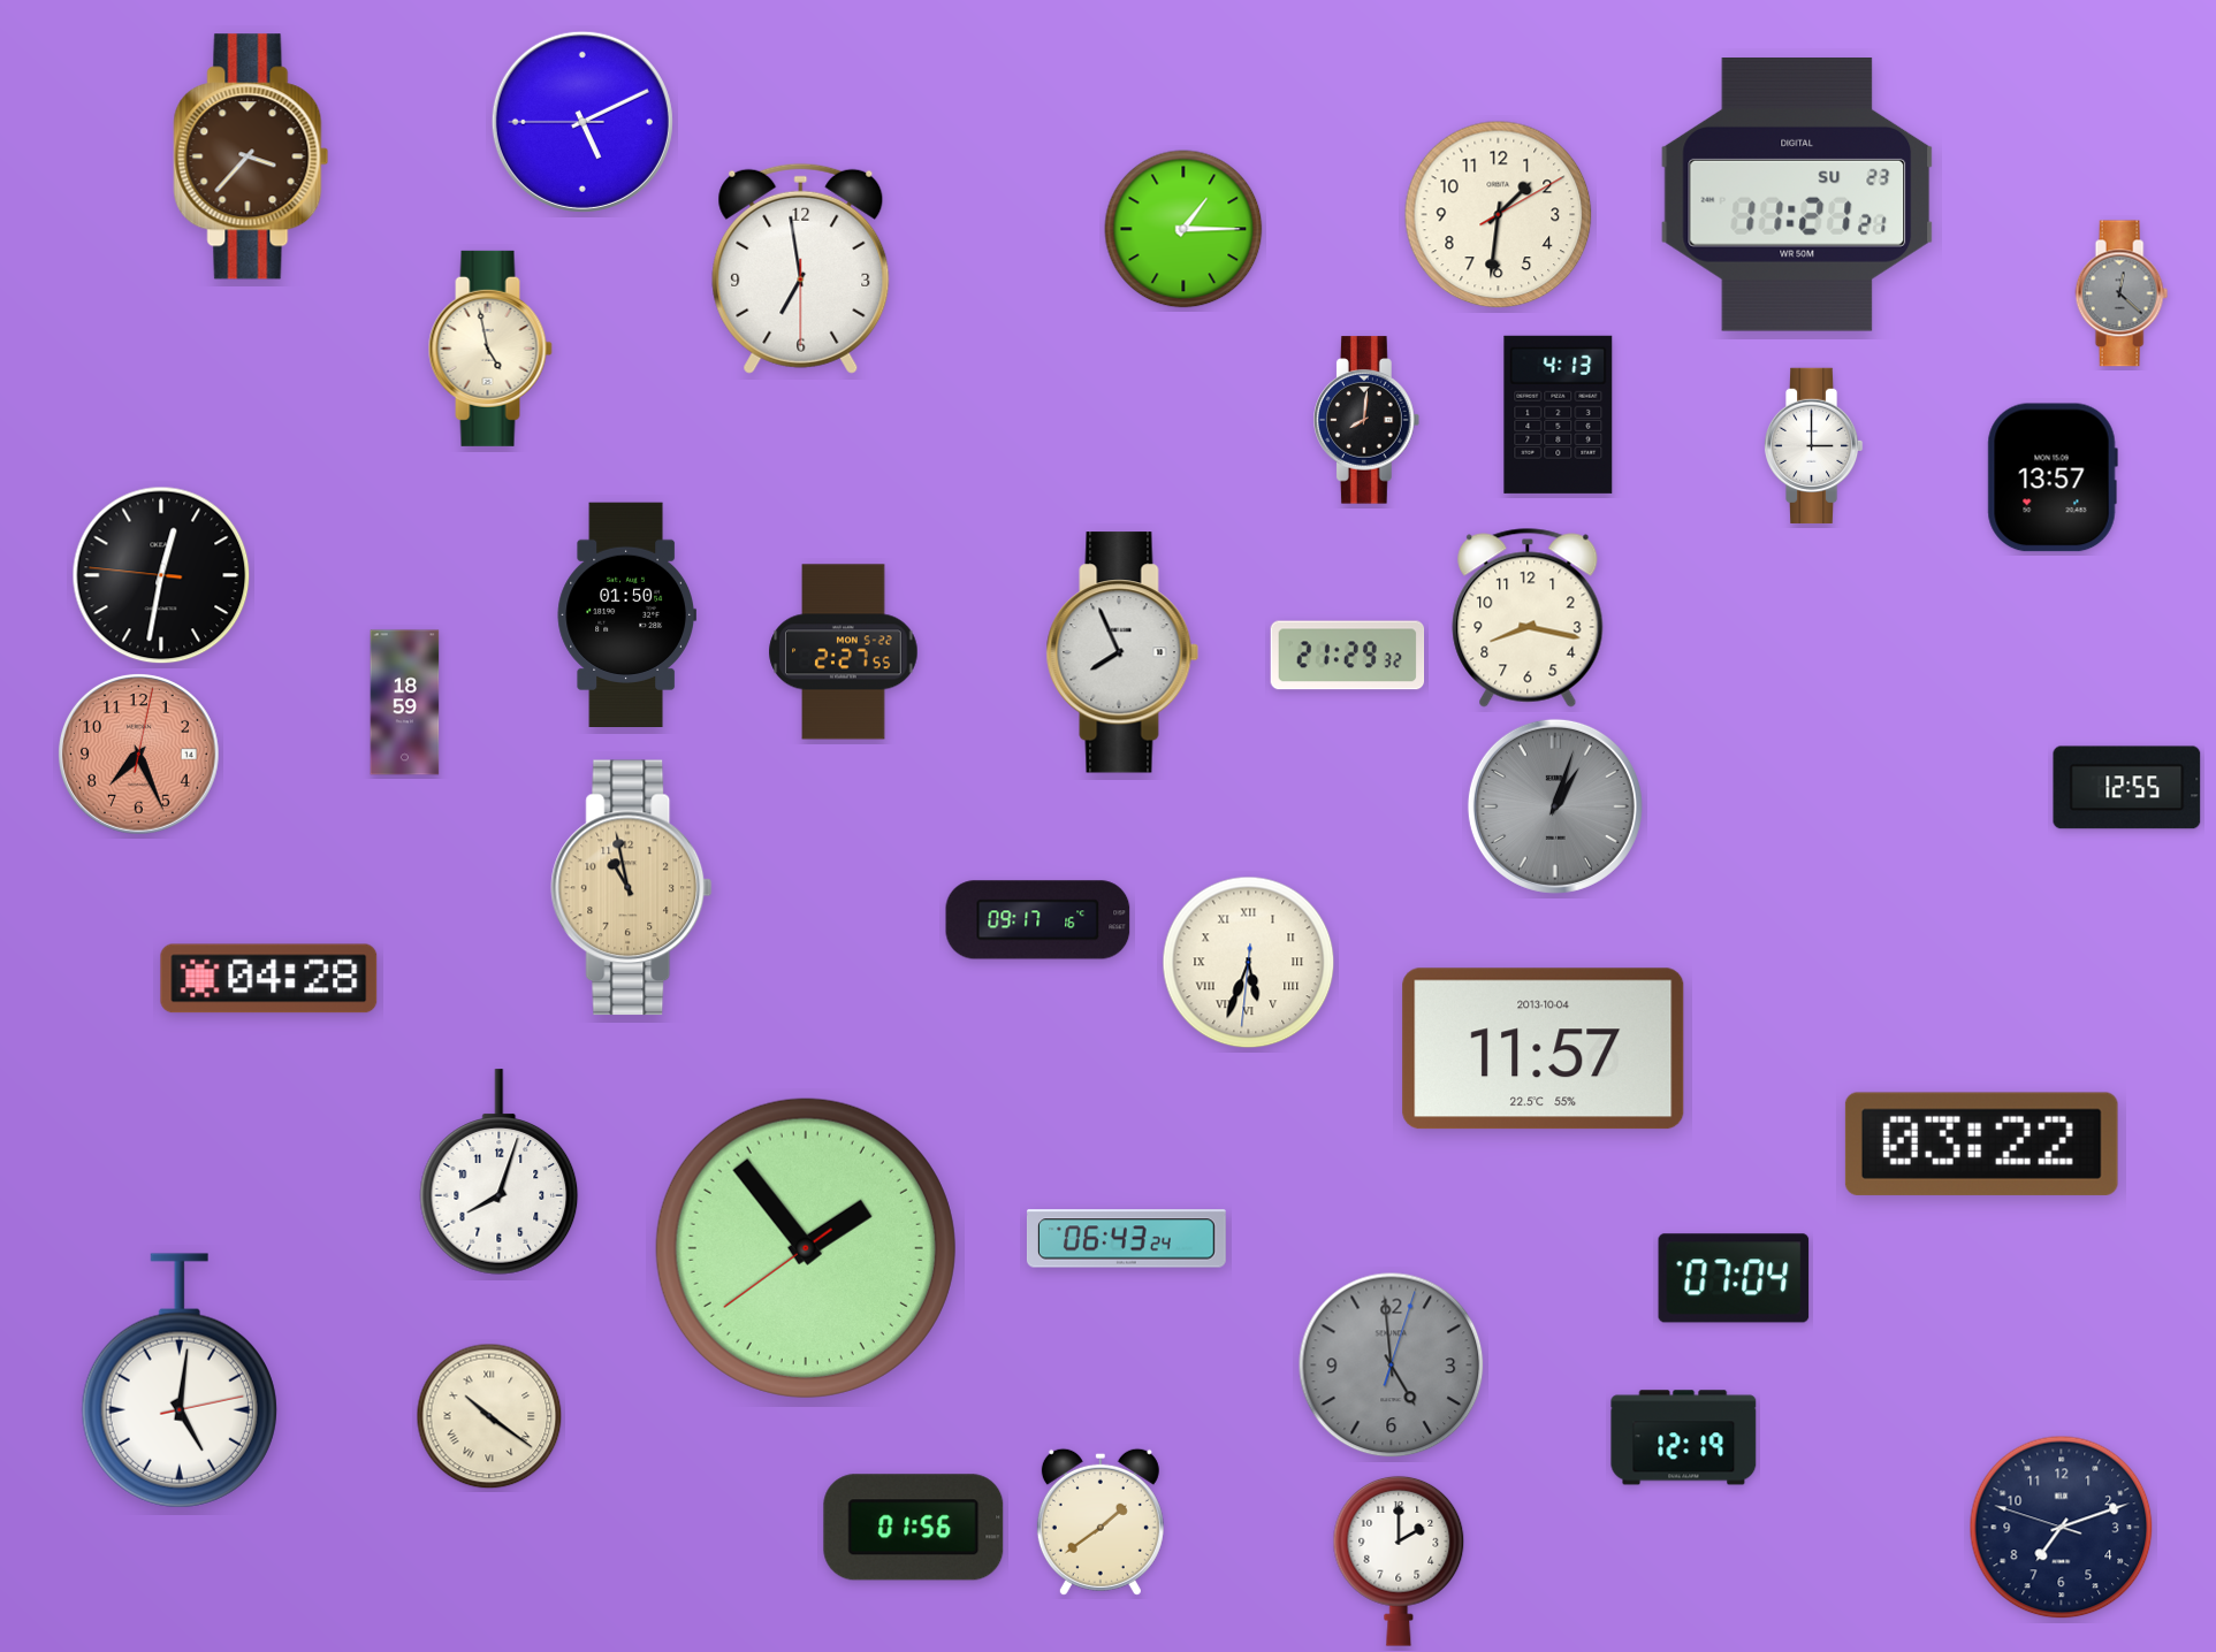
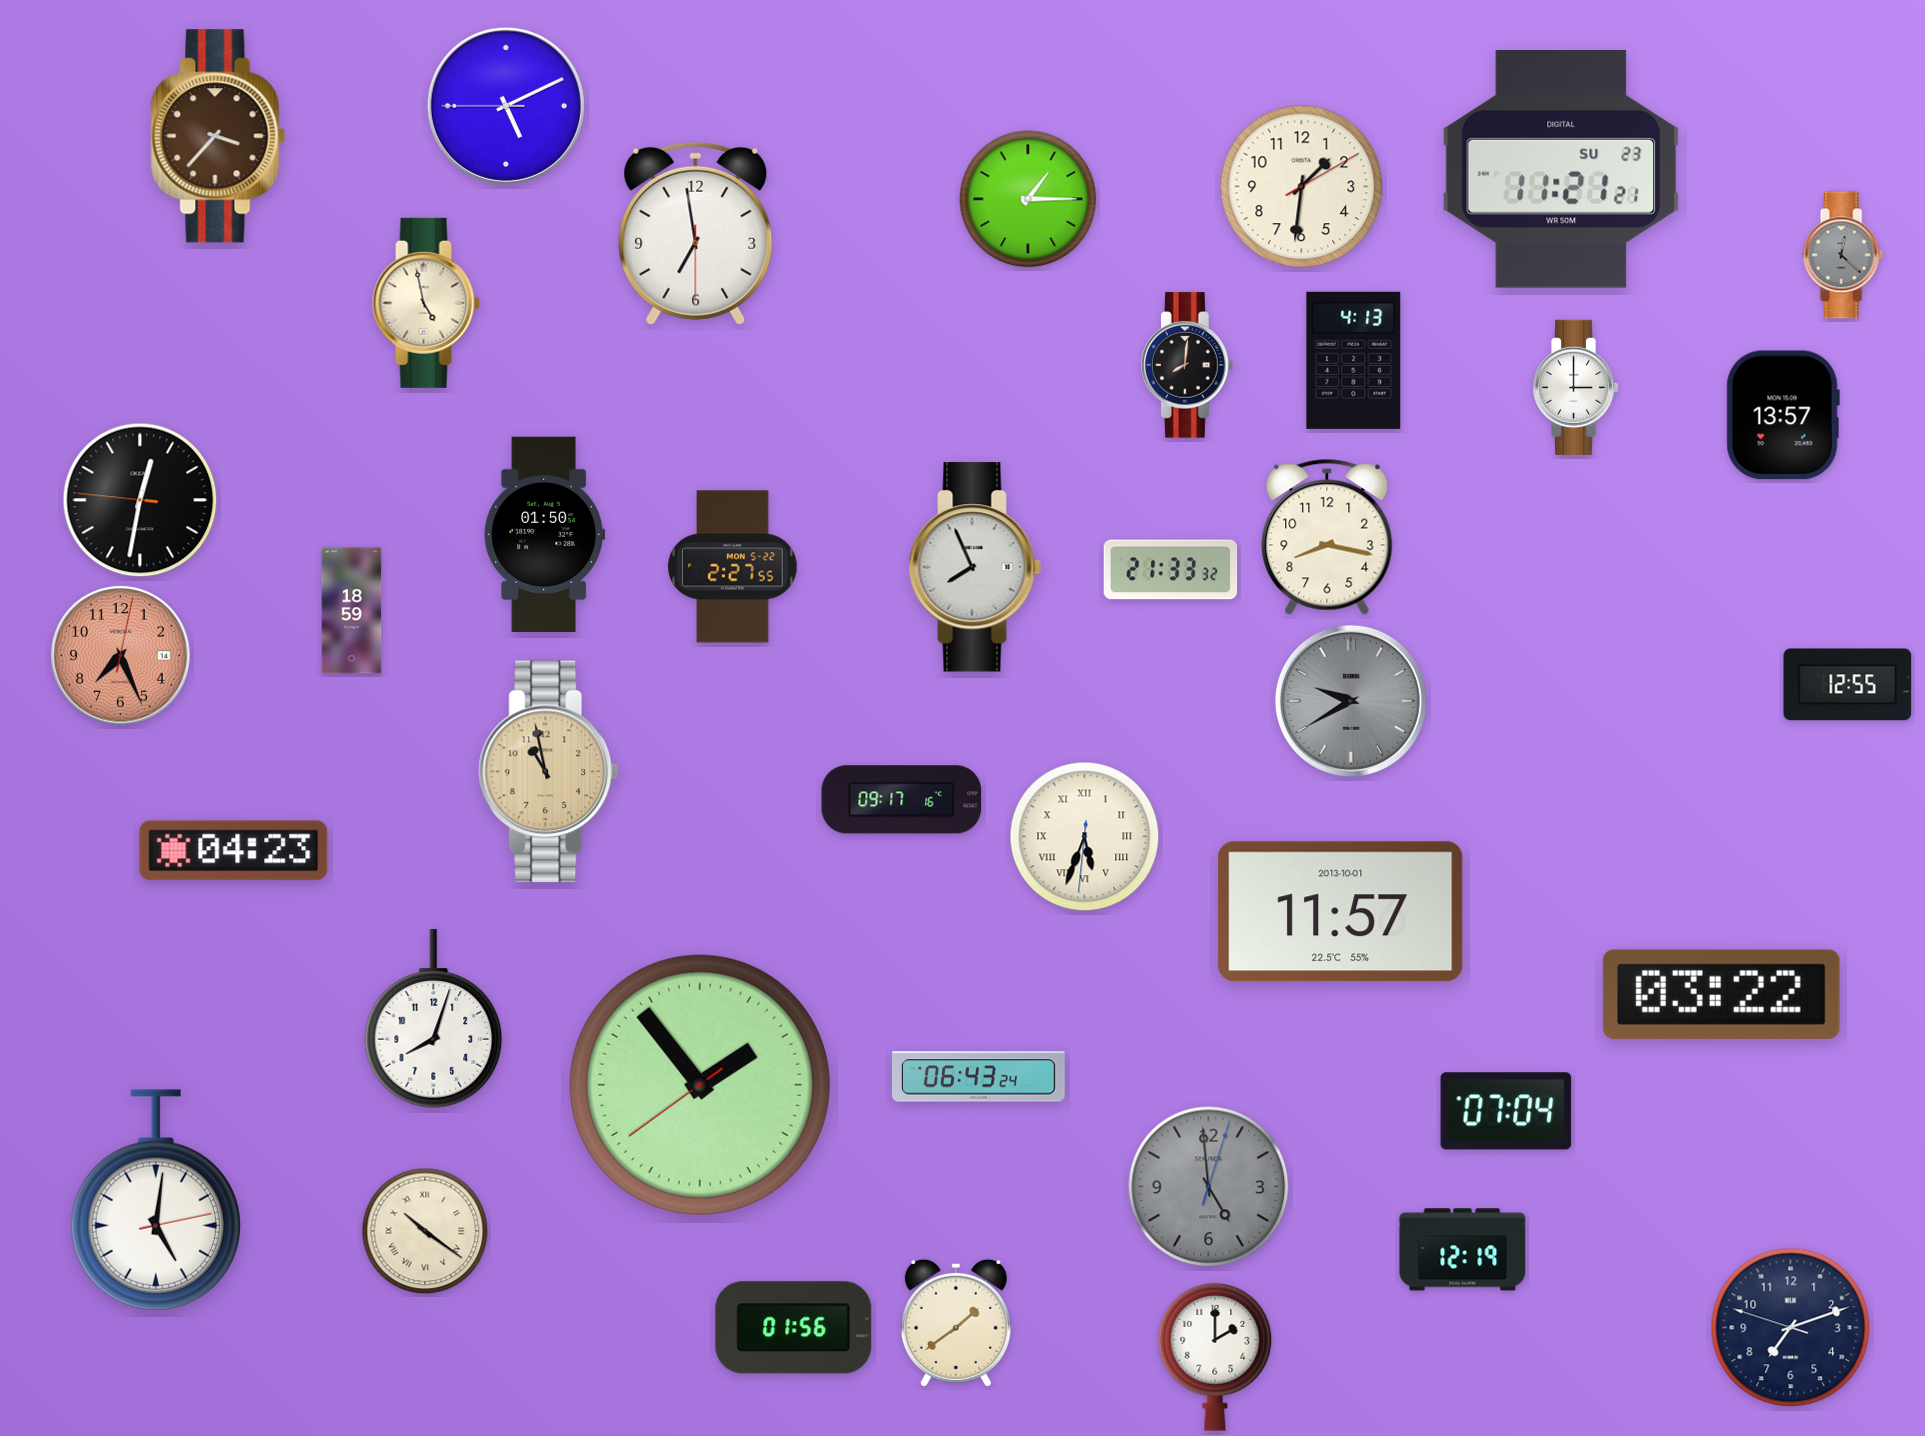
clock at (1348, 656): 21:29 -> 21:33
clock at (1555, 806): 1:03 -> 9:40
clock at (269, 979): 04:28 -> 04:23
clock at (1544, 1049) date: 2013-10-04 -> 2013-10-01
